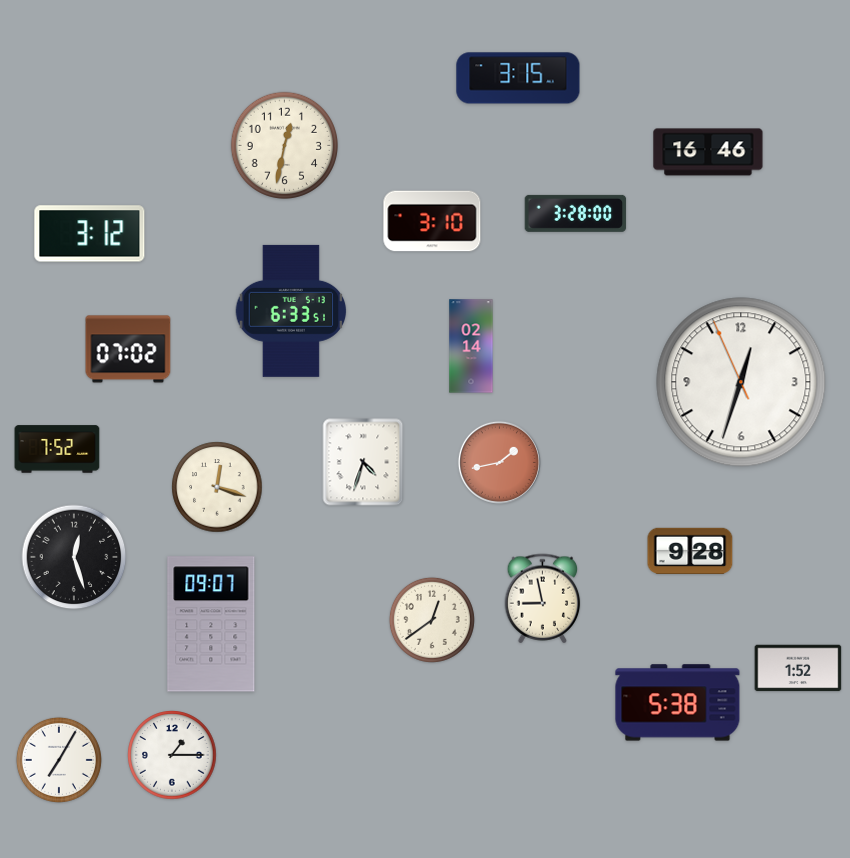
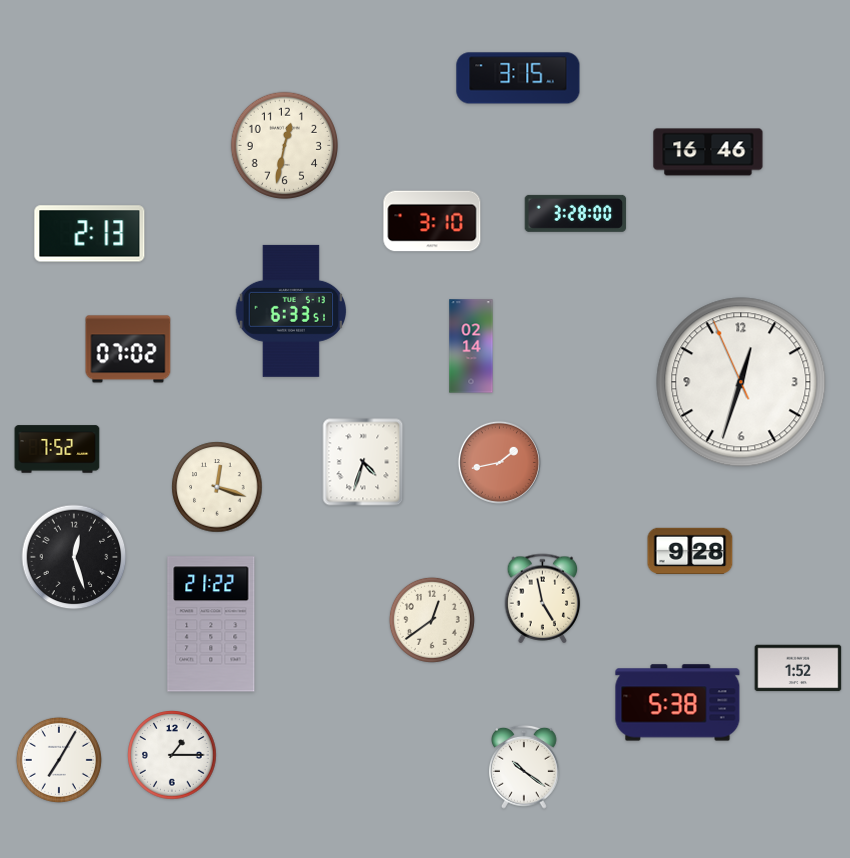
clock at (90, 234): 3:12 -> 2:13
clock at (543, 599): 8:58 -> 4:58
clock at (211, 624): 09:07 -> 21:22
clock at (525, 767): none -> 10:21
